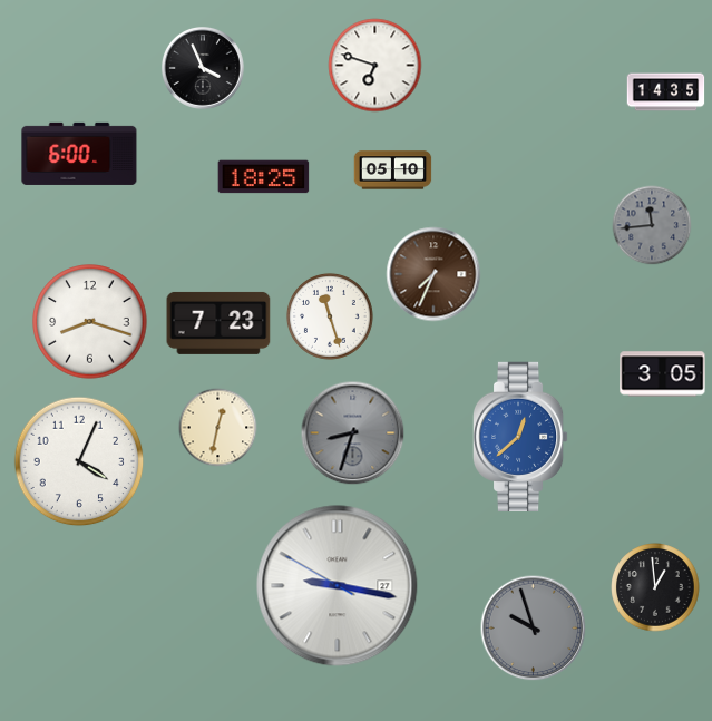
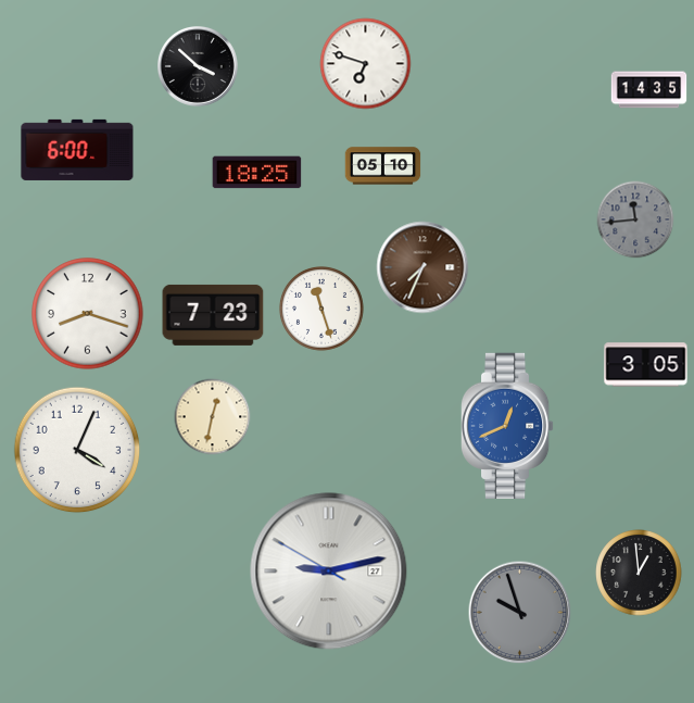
clock at (204, 69): 3:56 -> 3:52
clock at (353, 433): 8:33 -> none
clock at (520, 436): 12:38 -> 12:41
clock at (338, 586): 9:16 -> 9:12
